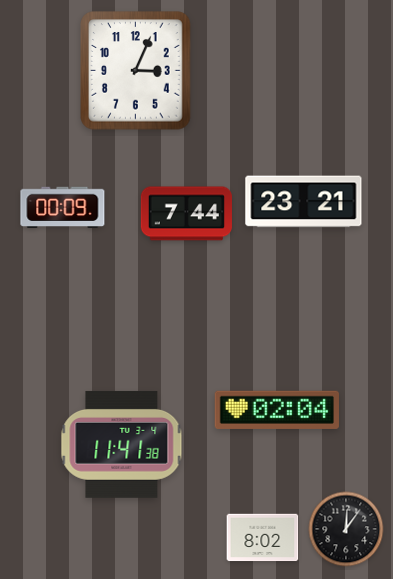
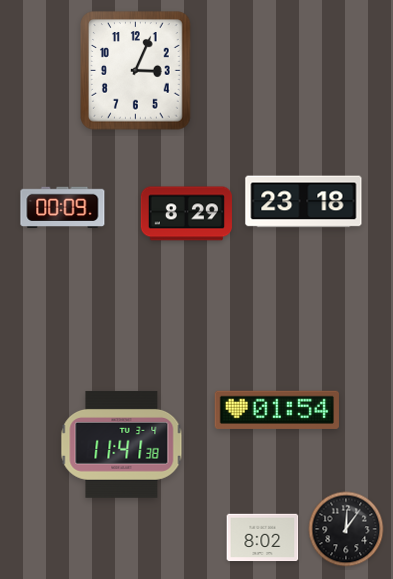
clock at (304, 202): 23:21 -> 23:18
clock at (186, 214): 7:44 -> 8:29
clock at (277, 410): 02:04 -> 01:54
